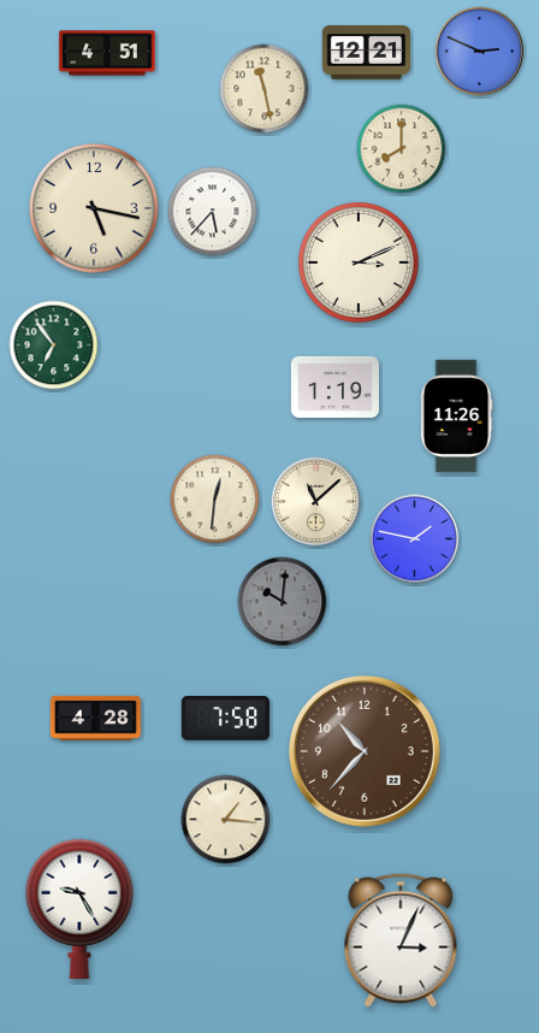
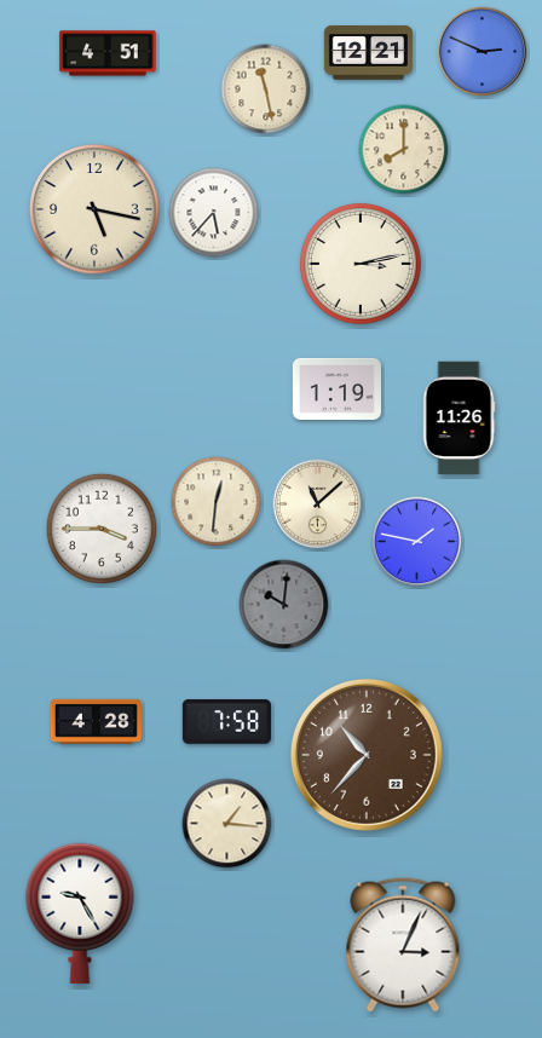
clock at (359, 262): 3:11 -> 3:13
clock at (54, 346): 6:54 -> none
clock at (102, 529): none -> 3:45
